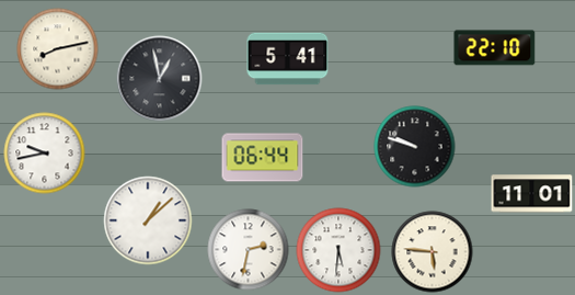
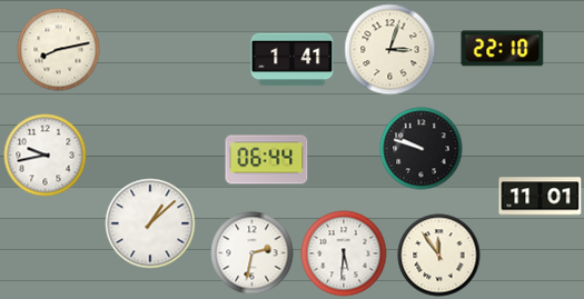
clock at (390, 50): none -> 3:03
clock at (288, 59): 5:41 -> 1:41
clock at (160, 79): 12:58 -> none
clock at (433, 252): 5:46 -> 11:54
